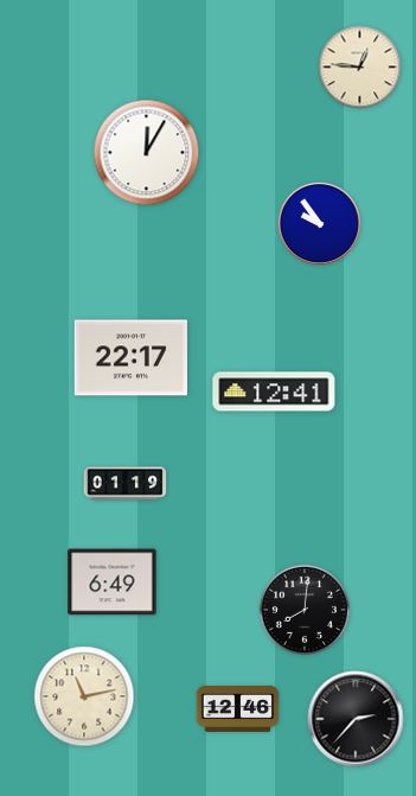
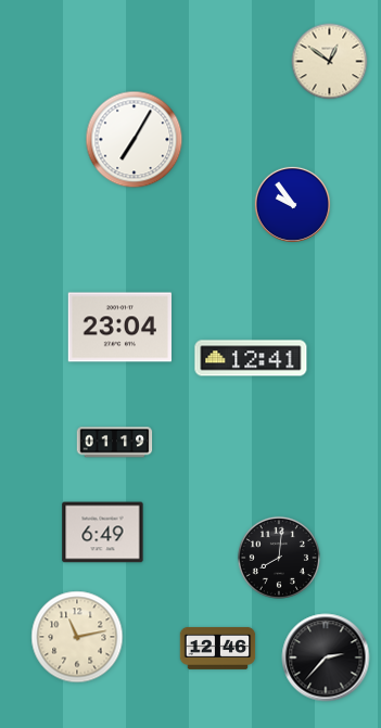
clock at (360, 68): 12:46 -> 12:51
clock at (147, 153): 12:05 -> 7:05
clock at (130, 358): 22:17 -> 23:04
